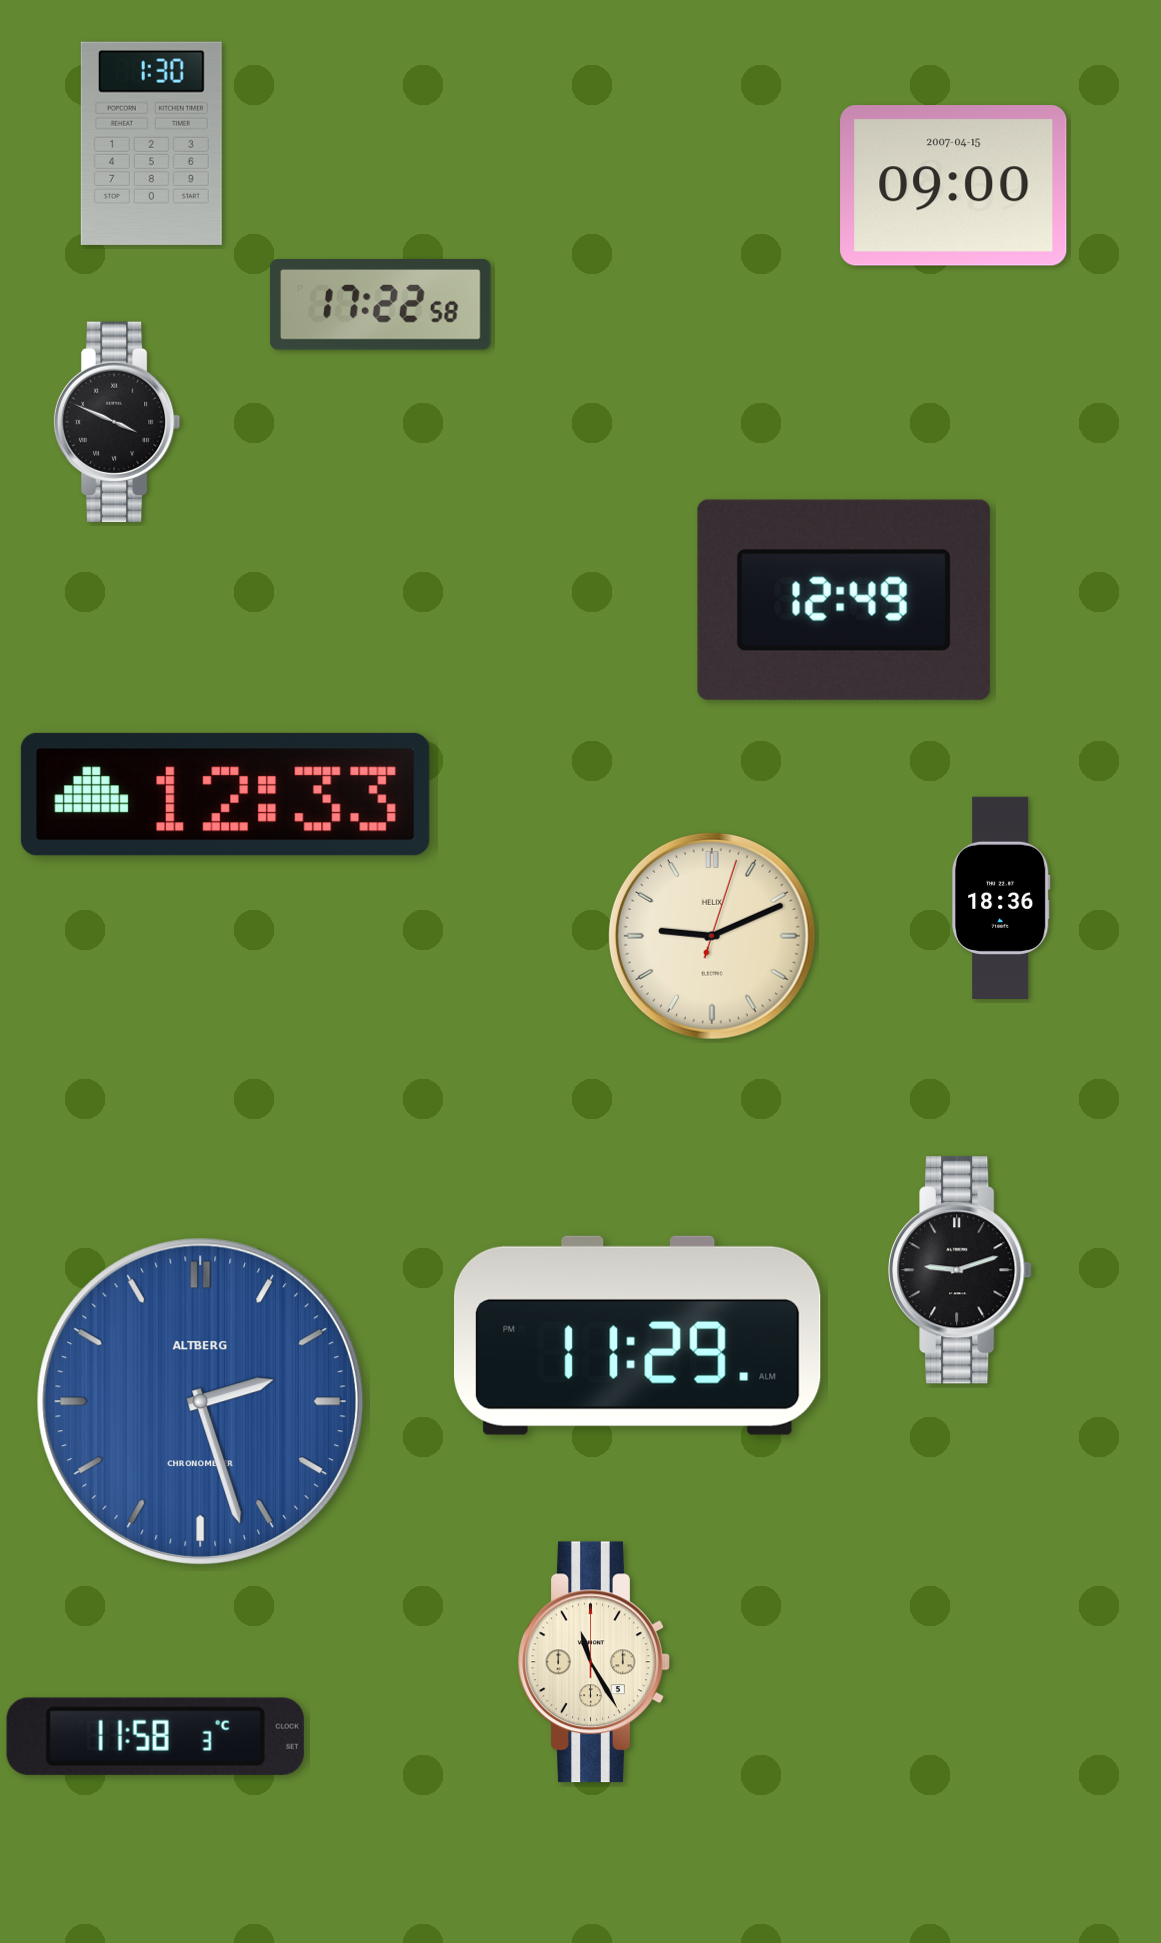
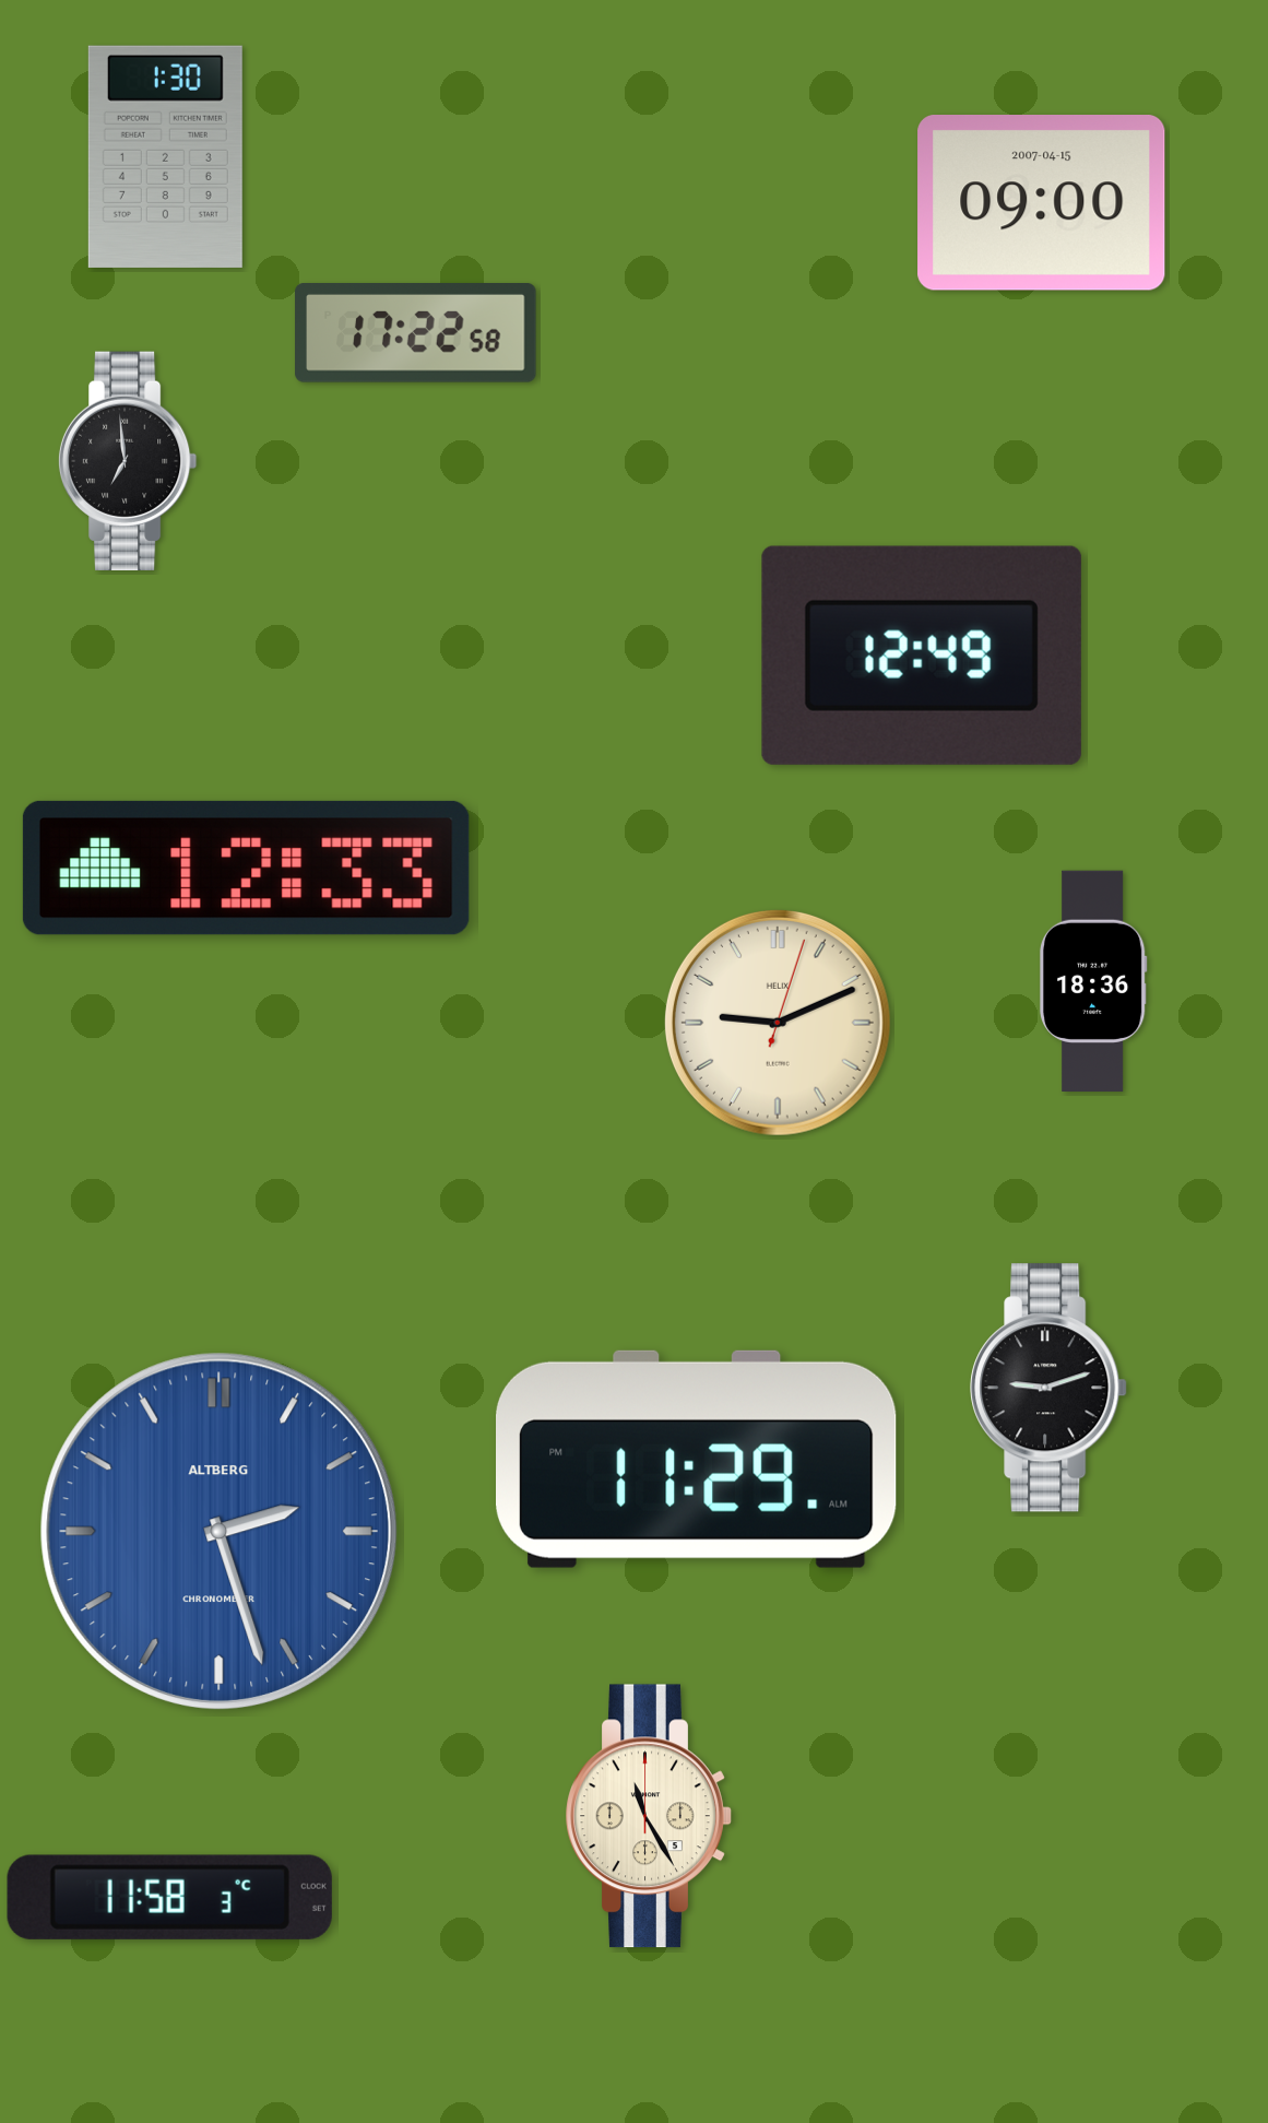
clock at (117, 421): 3:49 -> 6:59
